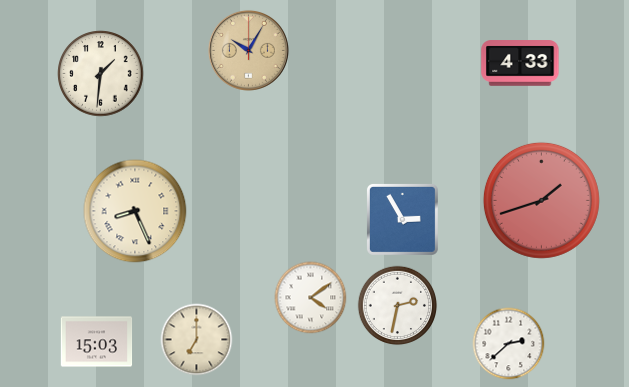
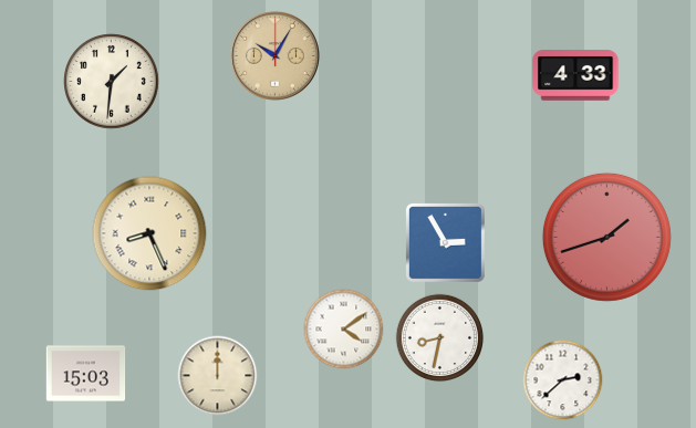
clock at (520, 63) position: (520, 63) -> (575, 75)
clock at (541, 200) position: (541, 200) -> (606, 237)
clock at (398, 306): 2:32 -> 8:32
clock at (197, 340): 7:00 -> 12:00
clock at (97, 342) position: (97, 342) -> (86, 374)
